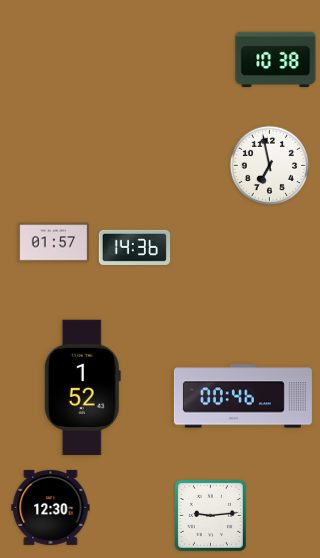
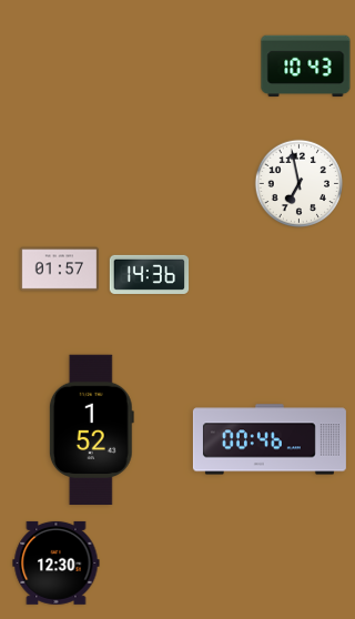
clock at (276, 60): 10:38 -> 10:43
clock at (210, 515): 9:14 -> none
